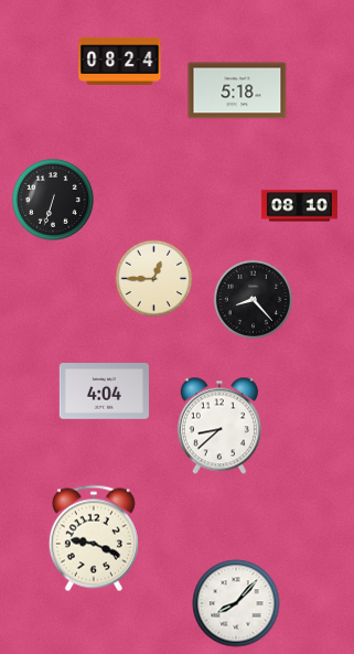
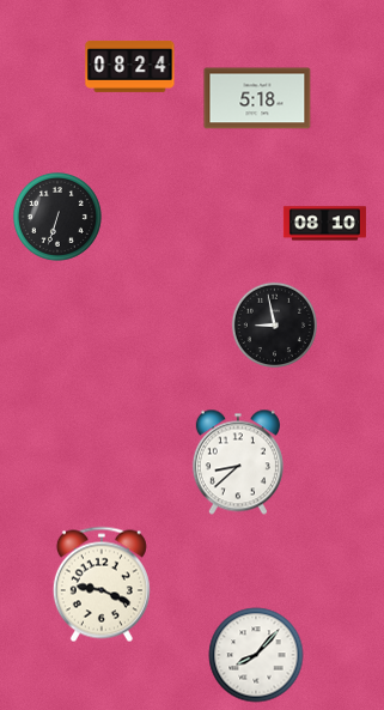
clock at (154, 279): 12:45 -> none
clock at (253, 299): 8:23 -> 8:58
clock at (104, 392): 4:04 -> none
